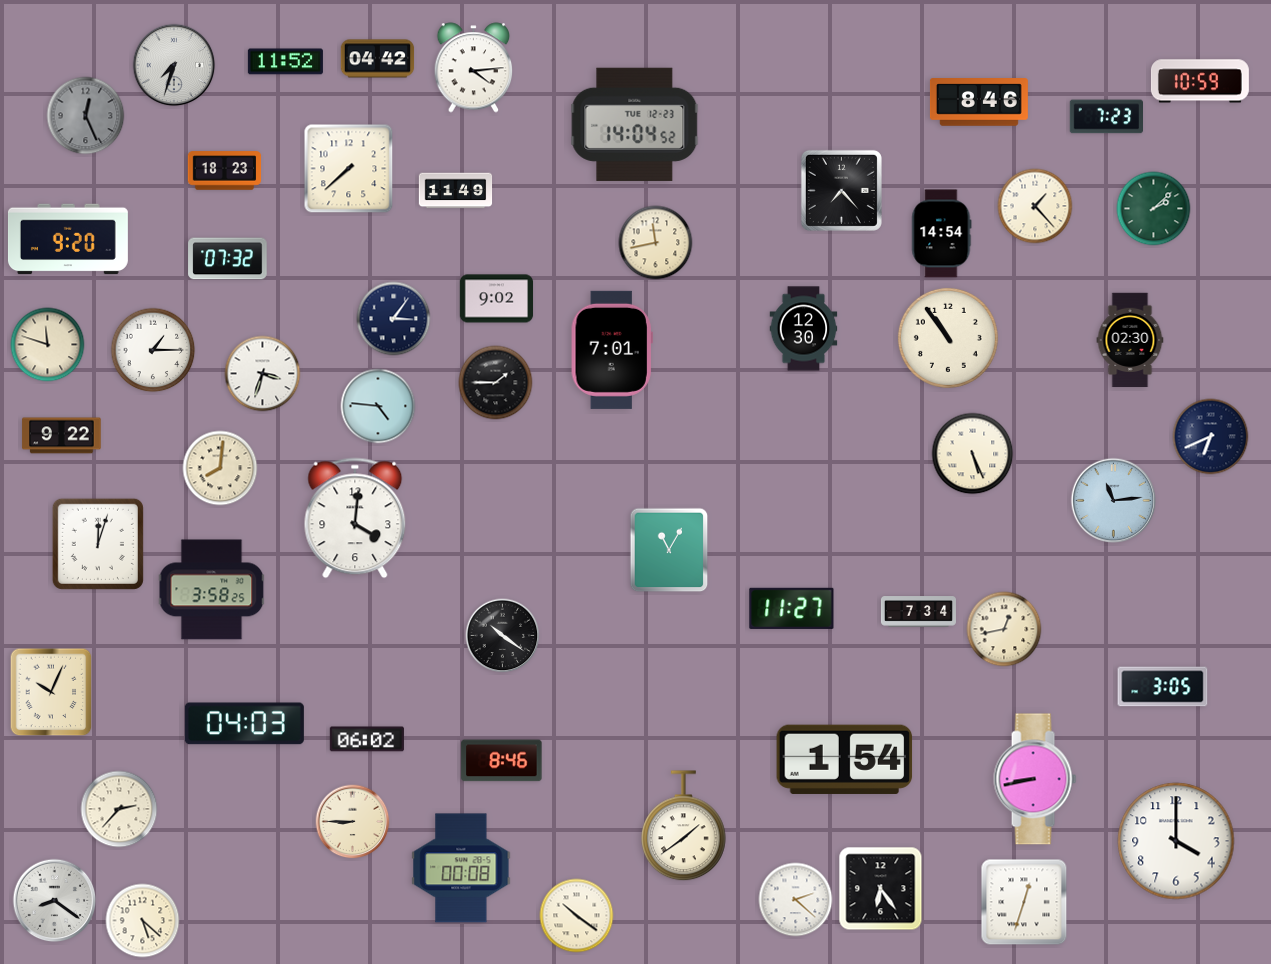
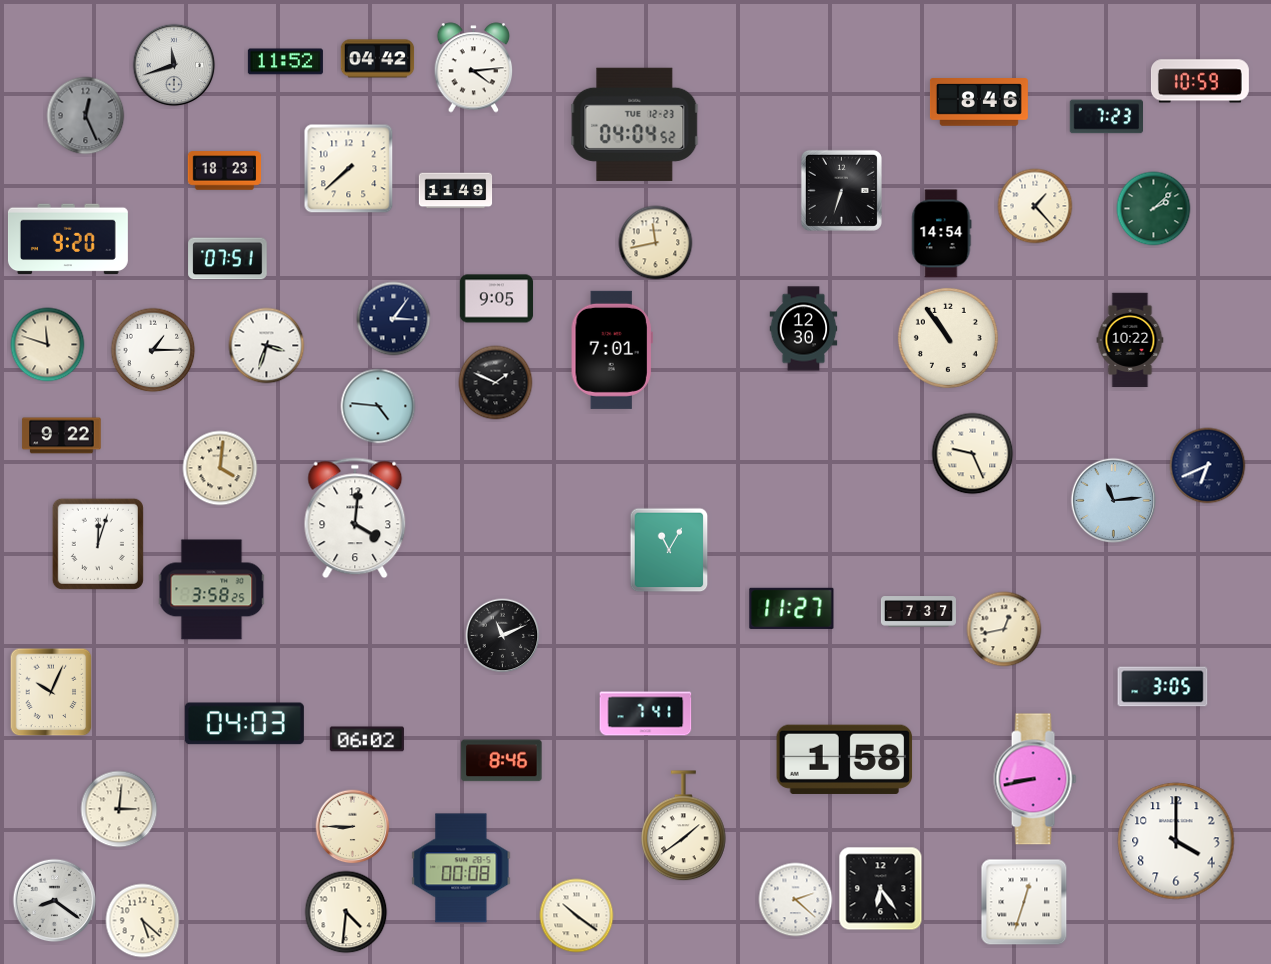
clock at (174, 65): 7:33 -> 11:42
clock at (635, 124): 14:04 -> 04:04
clock at (841, 190): 7:23 -> 6:33
clock at (228, 259): 07:32 -> 07:51
clock at (497, 299): 9:02 -> 9:05
clock at (1130, 340): 02:30 -> 10:22
clock at (263, 374) position: (263, 374) -> (267, 346)
clock at (496, 383): 1:45 -> 1:49
clock at (1211, 437) position: (1211, 437) -> (1208, 466)
clock at (973, 454): 5:26 -> 9:26
clock at (220, 468): 8:01 -> 4:01
clock at (918, 612): 7:34 -> 7:37
clock at (503, 636): 10:21 -> 11:11
clock at (646, 714): none -> 7:41
clock at (845, 759): 1:54 -> 1:58
clock at (119, 809): 2:37 -> 3:01
clock at (353, 822) position: (353, 822) -> (353, 827)
clock at (346, 912): none -> 4:31
